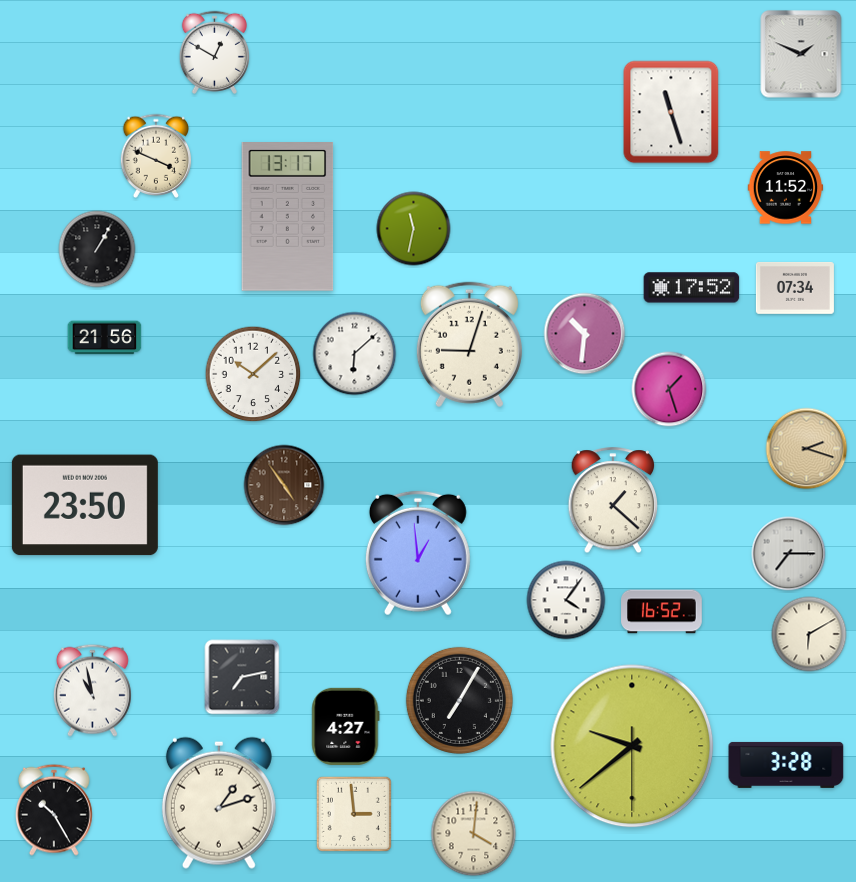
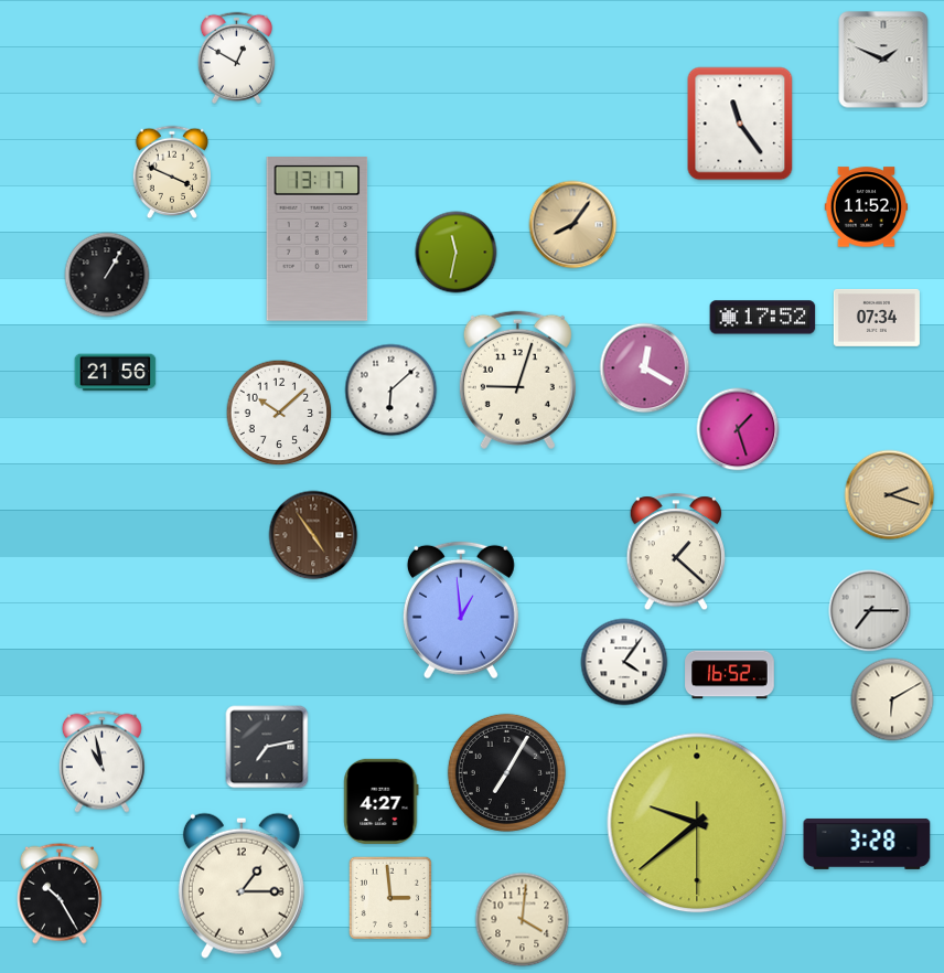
clock at (671, 112): 11:27 -> 11:24
clock at (573, 225): none -> 8:06
clock at (585, 334): 10:31 -> 12:20
clock at (85, 505): 23:50 -> none
clock at (219, 803): 1:12 -> 1:15
